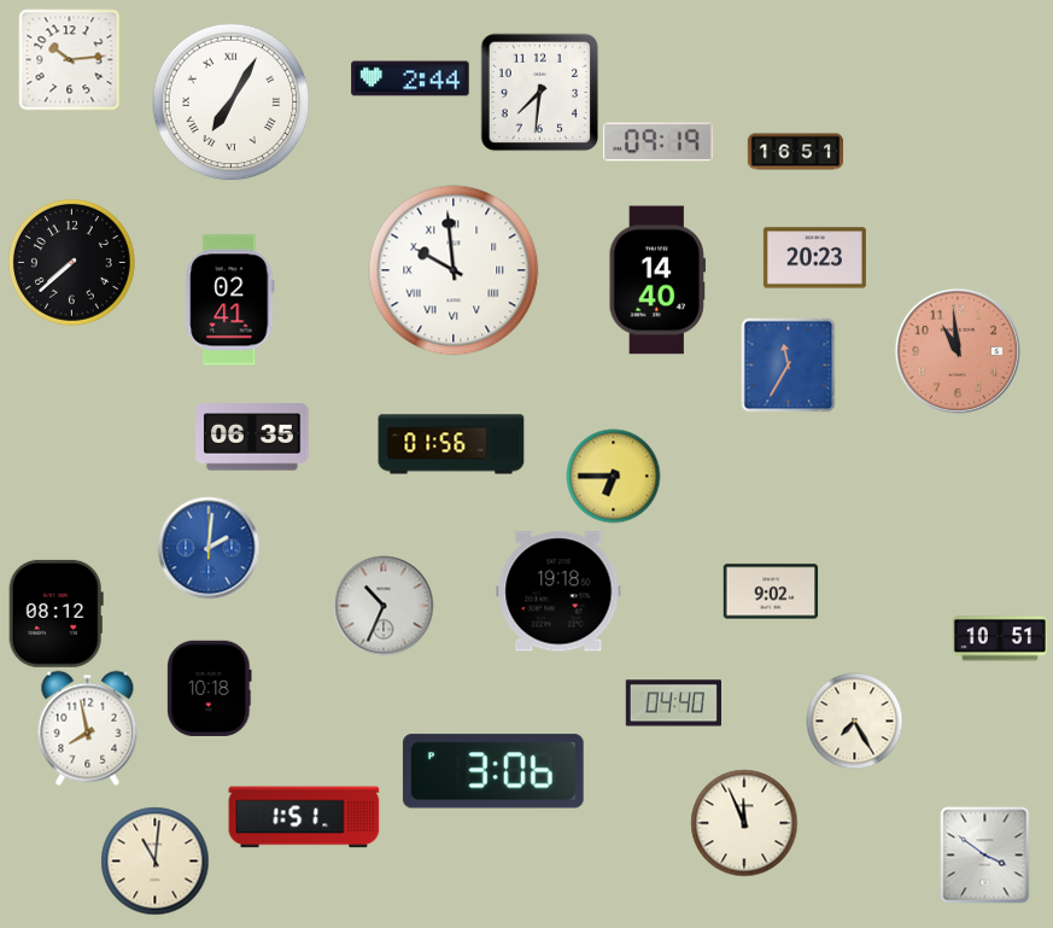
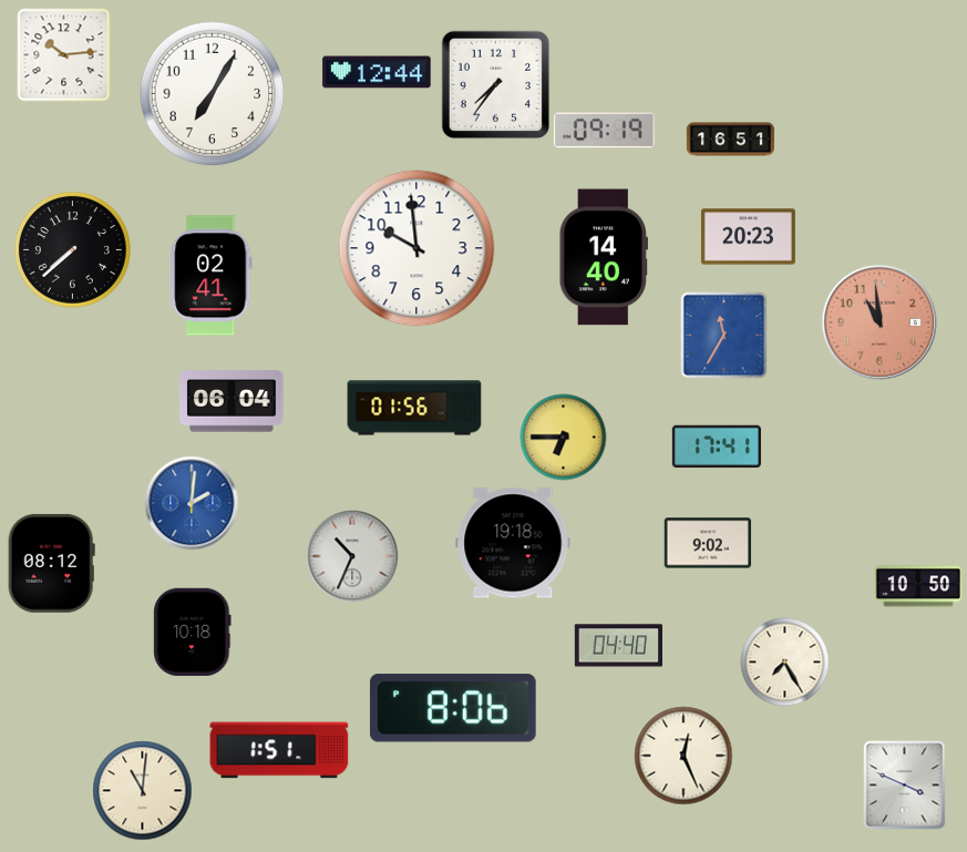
clock at (410, 78): 2:44 -> 12:44
clock at (539, 92): 7:31 -> 7:36
clock at (232, 103) numerals: Roman -> Arabic
clock at (72, 263) position: (72, 263) -> (73, 250)
clock at (454, 270) numerals: Roman -> Arabic
clock at (252, 437): 06:35 -> 06:04
clock at (717, 446): none -> 17:41
clock at (1000, 638): 10:51 -> 10:50
clock at (88, 728): 7:58 -> none
clock at (493, 771): 3:06 -> 8:06
clock at (744, 823): 11:56 -> 12:26
clock at (985, 854): 3:51 -> 3:49
